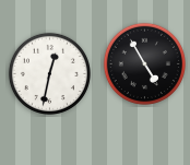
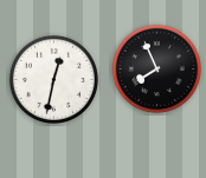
clock at (144, 63): 4:55 -> 7:56
